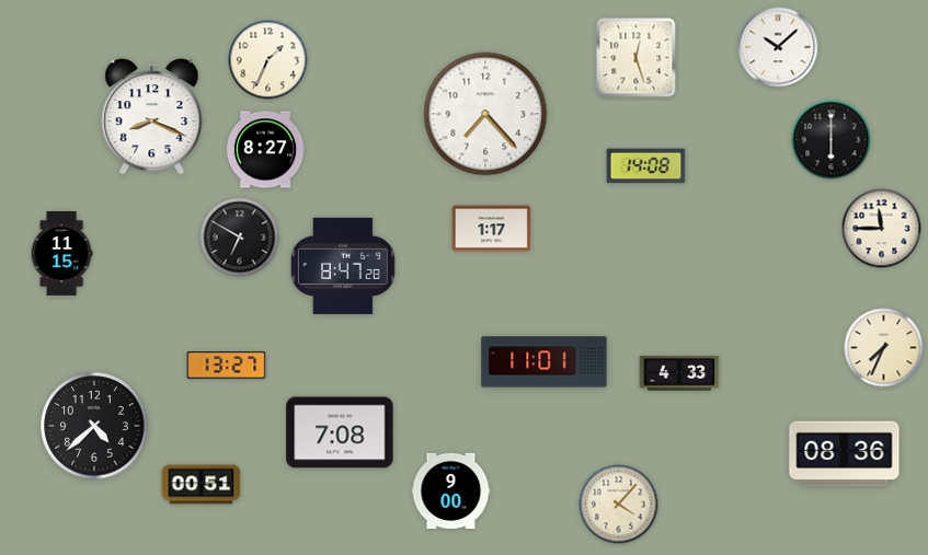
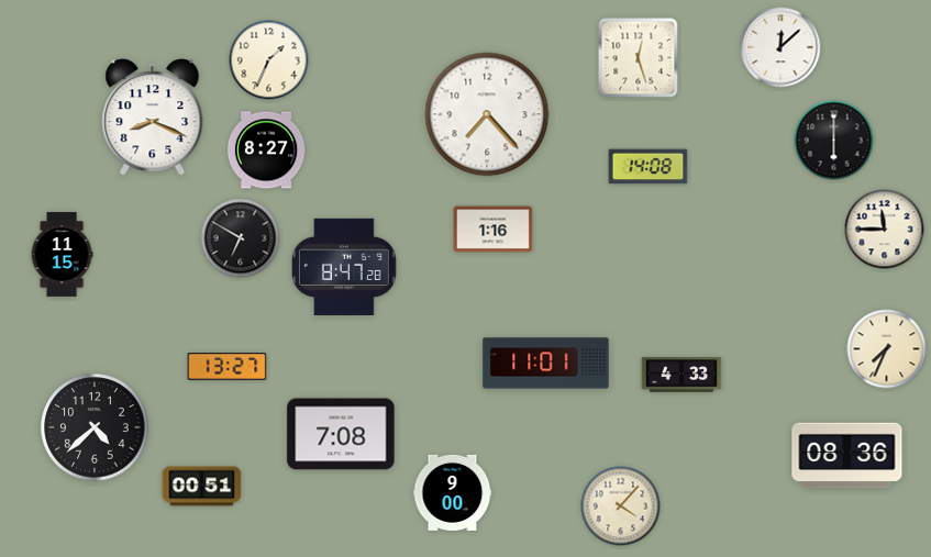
clock at (778, 47): 10:08 -> 12:08
clock at (492, 229): 1:17 -> 1:16
